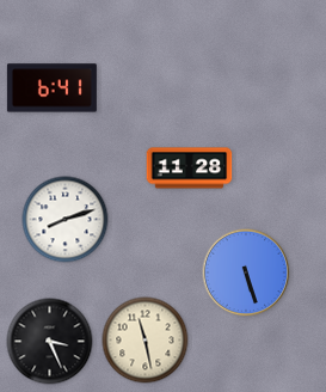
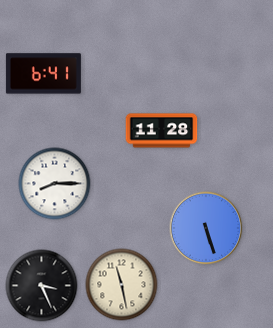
clock at (190, 169) position: (190, 169) -> (162, 131)
clock at (66, 220): 8:12 -> 8:15
